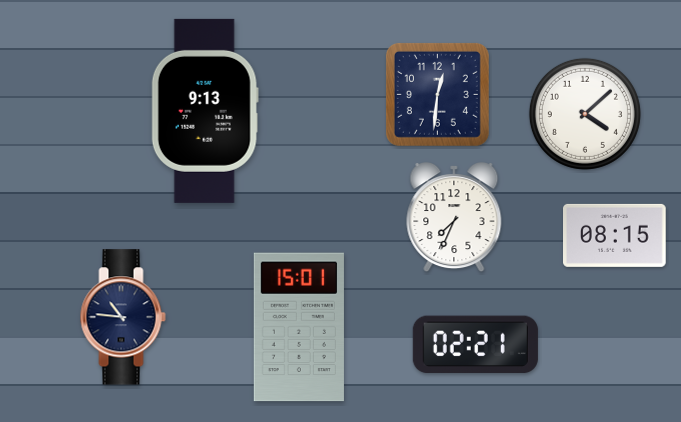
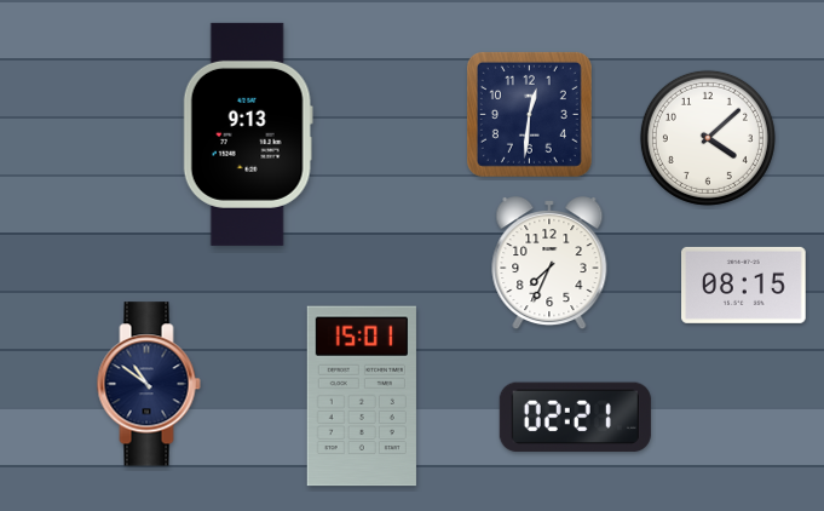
clock at (123, 317): 10:46 -> 10:51
